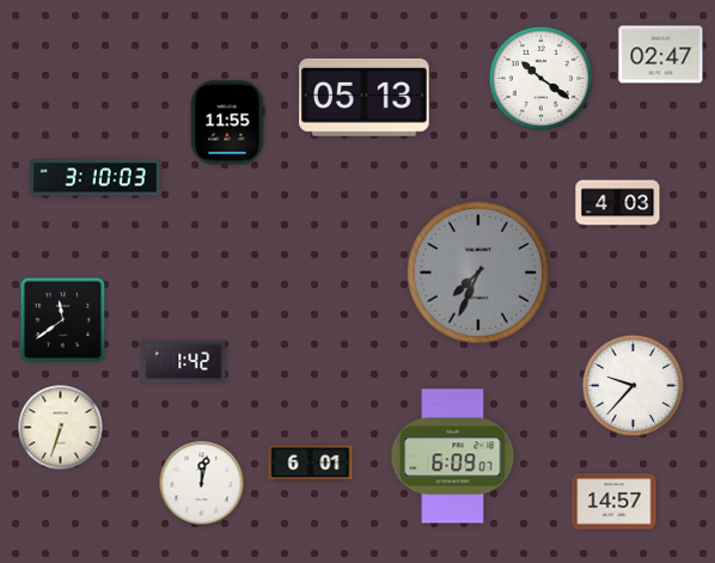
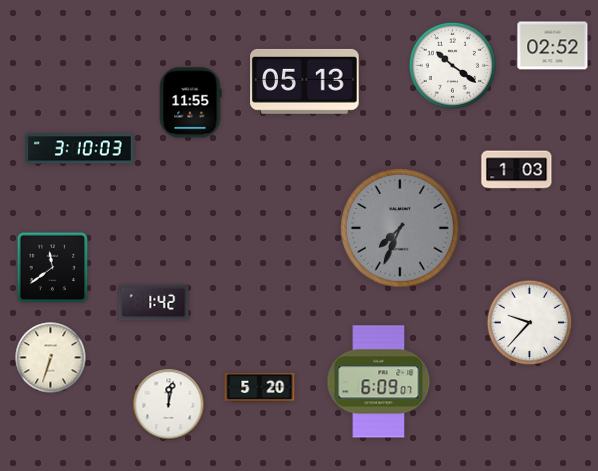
clock at (661, 55): 02:47 -> 02:52
clock at (618, 203): 4:03 -> 1:03
clock at (311, 464): 6:01 -> 5:20
clock at (615, 502): 14:57 -> none
